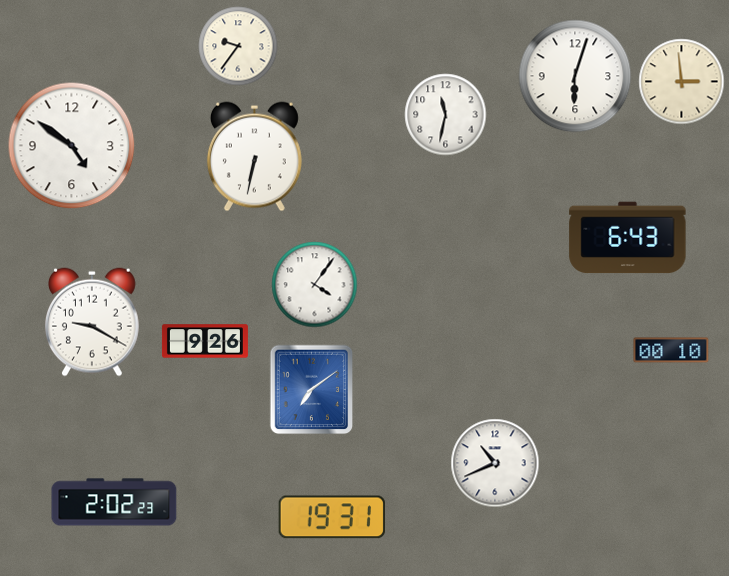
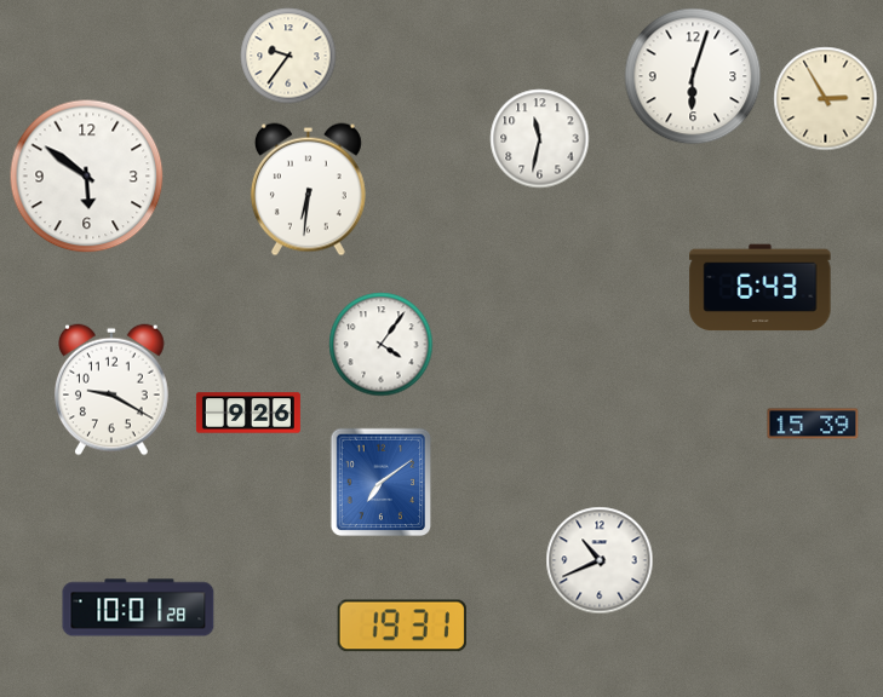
clock at (575, 76) position: (575, 76) -> (693, 76)
clock at (682, 82): 2:59 -> 2:55
clock at (72, 146): 4:51 -> 5:51
clock at (254, 157): 6:32 -> 6:31
clock at (671, 350): 00:10 -> 15:39
clock at (312, 390) position: (312, 390) -> (382, 483)
clock at (114, 502): 2:02 -> 10:01
